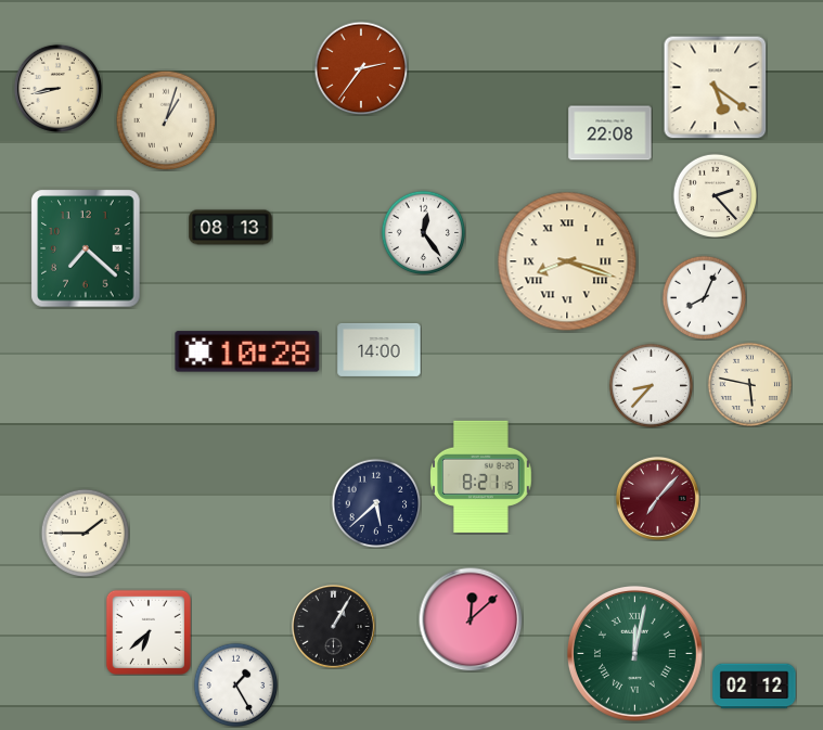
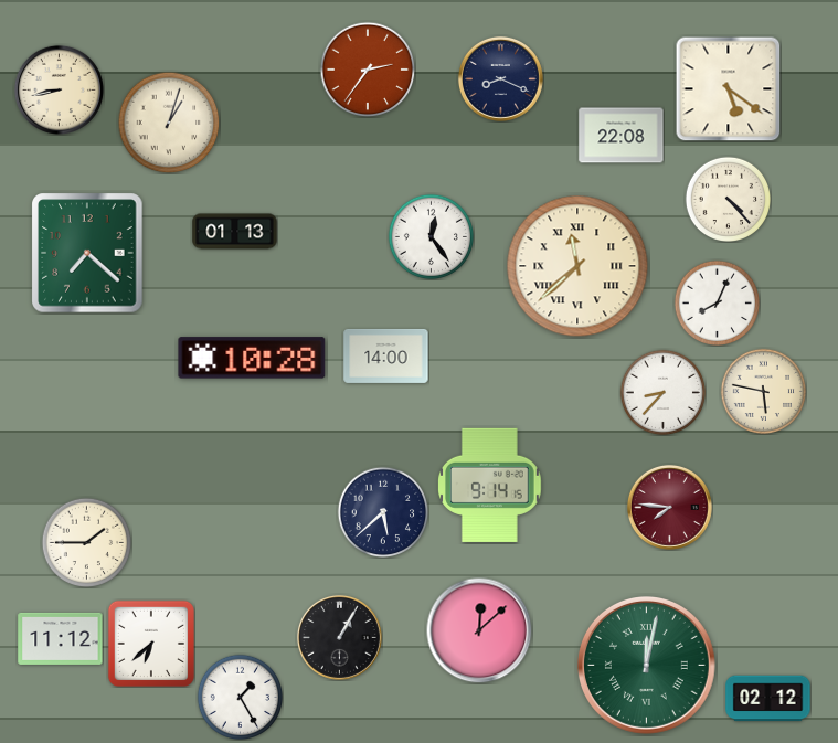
clock at (500, 78): none -> 8:19
clock at (715, 195): 2:23 -> 4:23
clock at (231, 228): 08:13 -> 01:13
clock at (567, 261): 8:18 -> 11:38
clock at (481, 476): 8:21 -> 9:14
clock at (657, 498): 7:07 -> 7:46
clock at (61, 638): none -> 11:12
